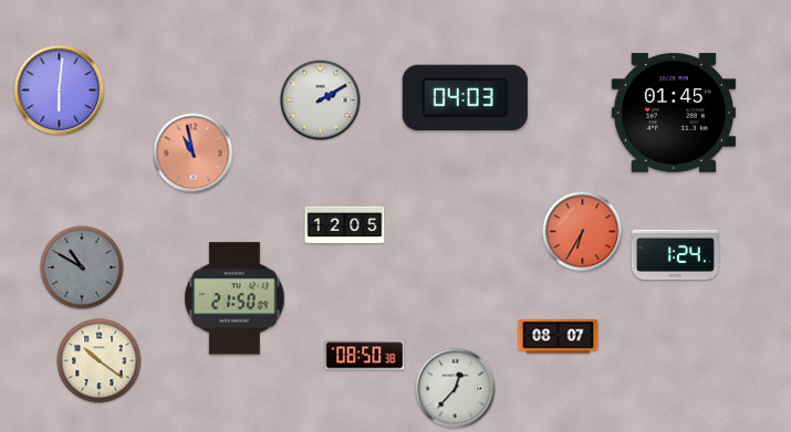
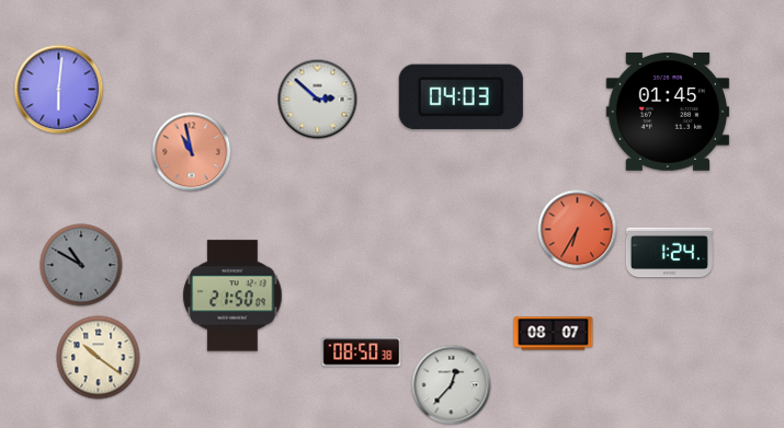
clock at (321, 101): 2:10 -> 2:52
clock at (345, 225): 12:05 -> none
